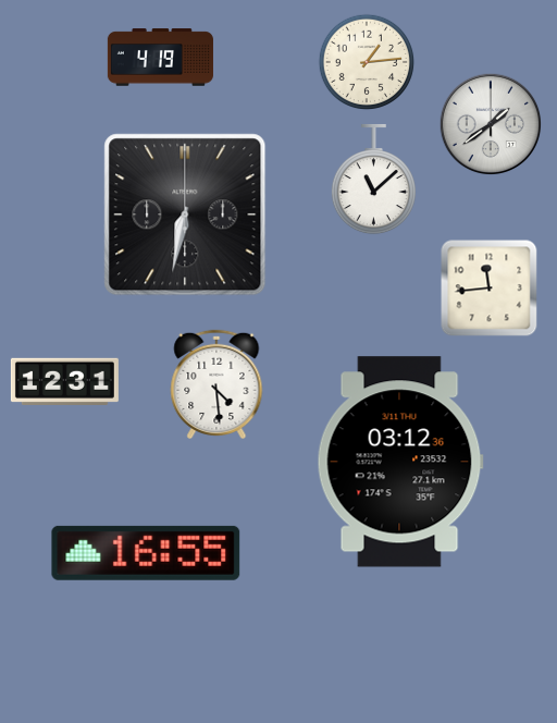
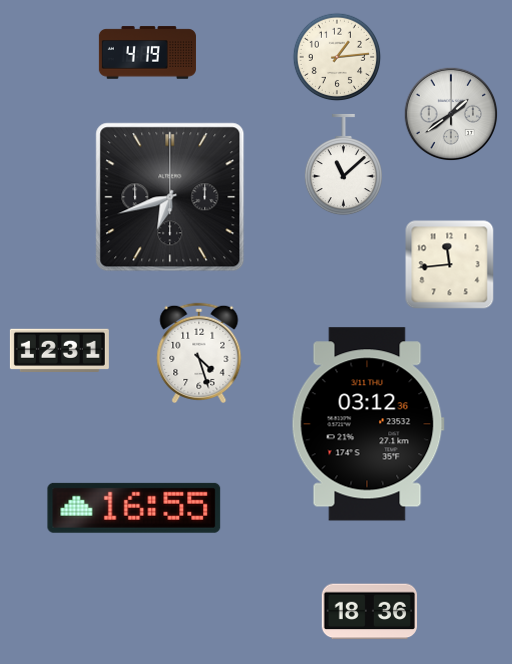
clock at (185, 215): 6:32 -> 6:42
clock at (216, 383): 4:29 -> 4:27
clock at (369, 612): none -> 18:36
